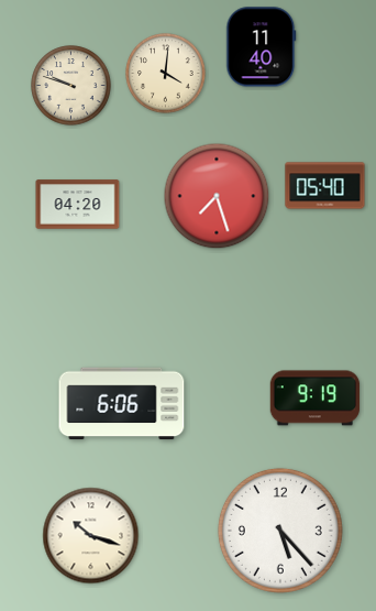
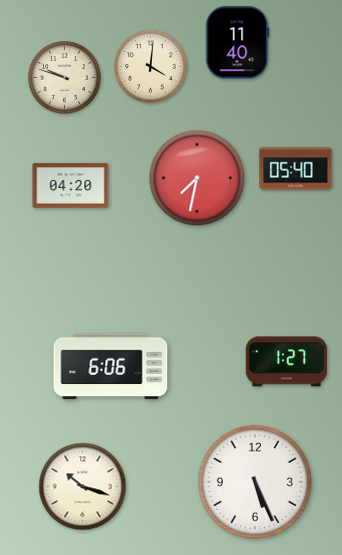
clock at (217, 196): 7:27 -> 7:32
clock at (316, 399): 9:19 -> 1:27
clock at (280, 531): 5:23 -> 5:26
